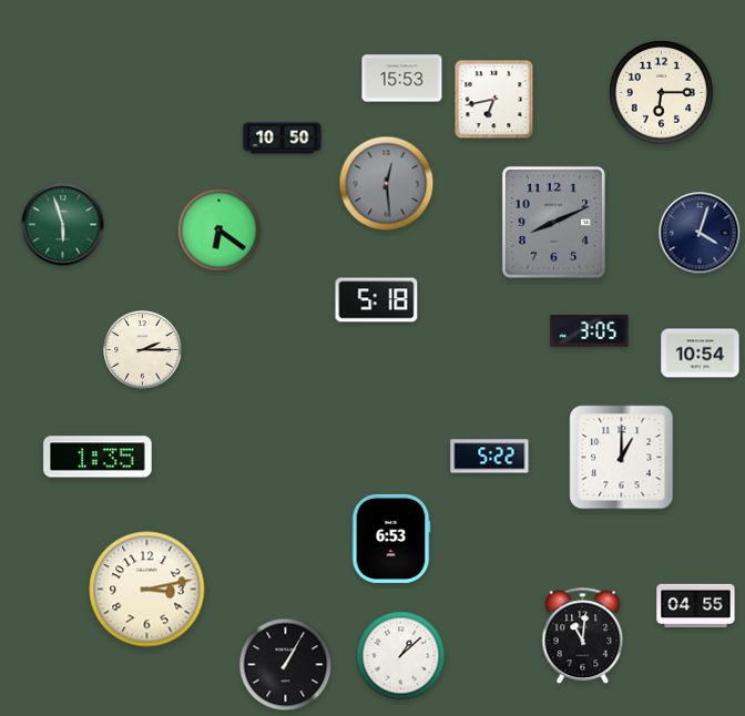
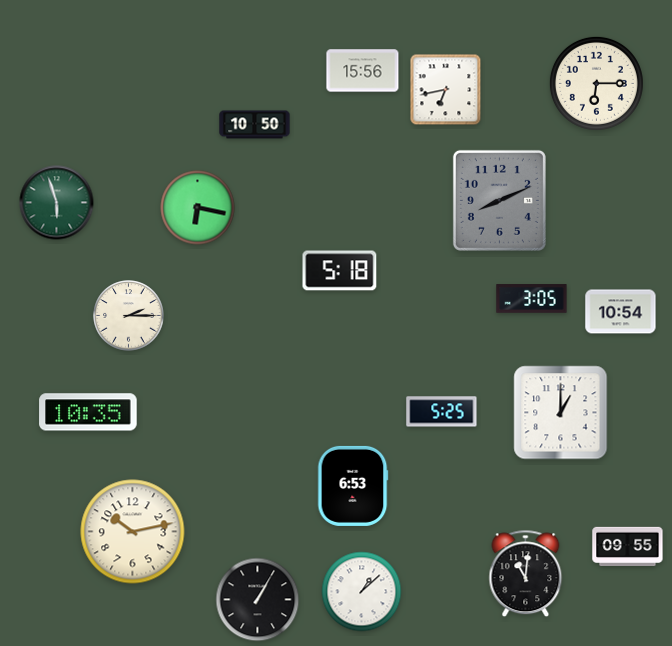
clock at (402, 79): 15:53 -> 15:56
clock at (387, 184): 12:29 -> none
clock at (220, 231): 6:21 -> 6:17
clock at (700, 233): 4:03 -> none
clock at (701, 354) position: (701, 354) -> (621, 312)
clock at (98, 457): 1:35 -> 10:35
clock at (490, 457): 5:22 -> 5:25
clock at (147, 590): 3:13 -> 10:13
clock at (696, 605): 04:55 -> 09:55
